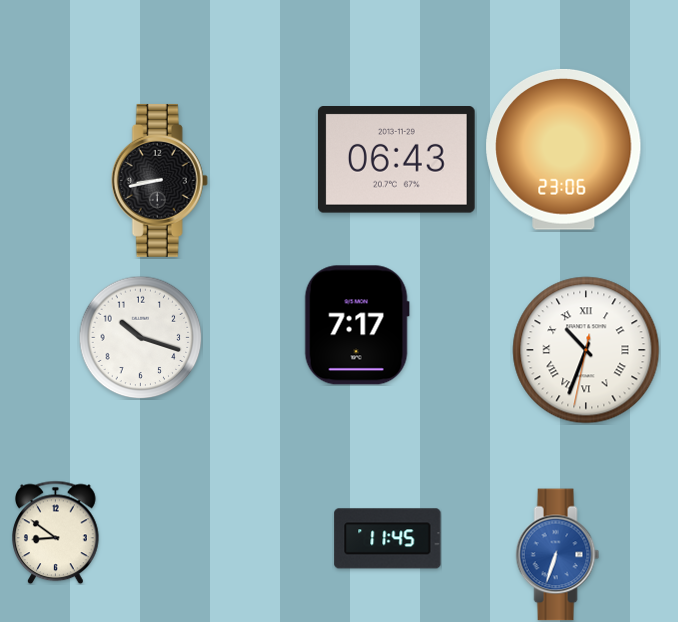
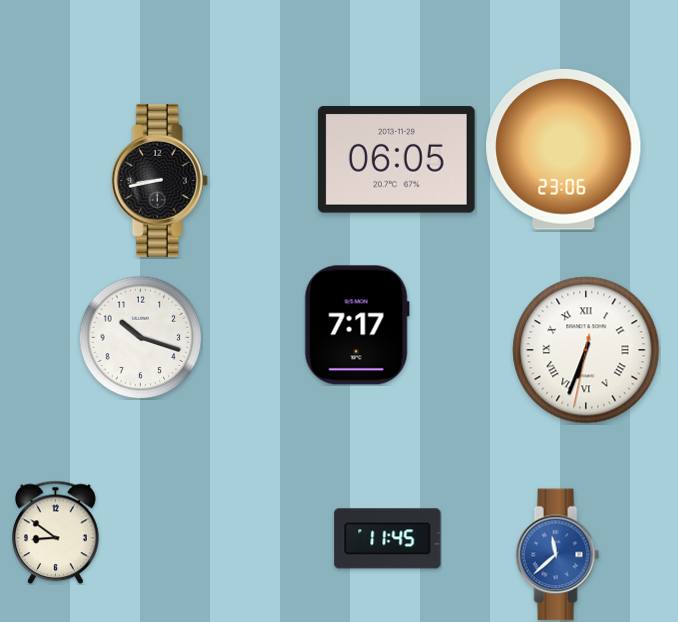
clock at (396, 160): 06:43 -> 06:05
clock at (586, 350): 10:33 -> 6:33
clock at (558, 555): 6:33 -> 11:38
